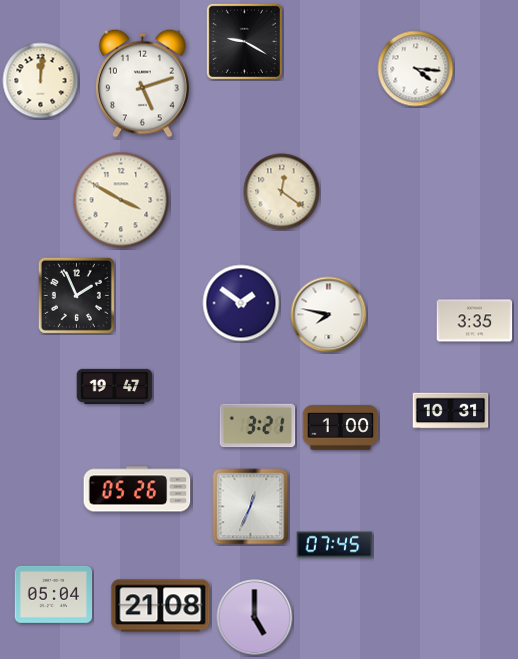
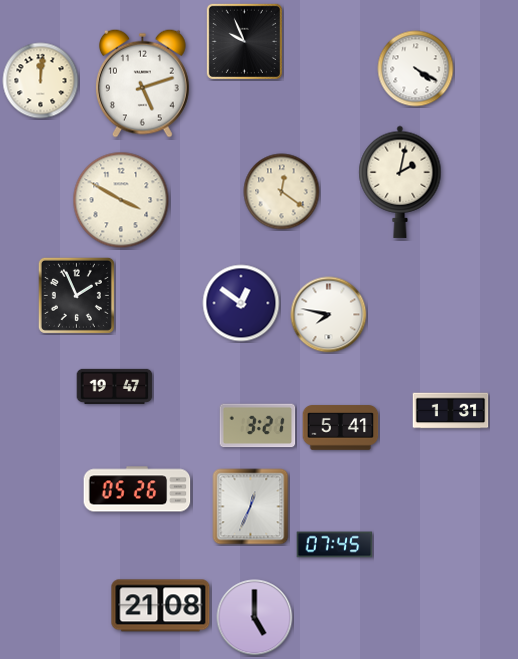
clock at (244, 41): 9:20 -> 9:56
clock at (416, 69): 4:16 -> 4:20
clock at (400, 182): none -> 2:02
clock at (241, 303): 1:51 -> 12:51
clock at (475, 321): 3:35 -> none
clock at (451, 411): 10:31 -> 1:31
clock at (341, 428): 1:00 -> 5:41
clock at (54, 594): 05:04 -> none
